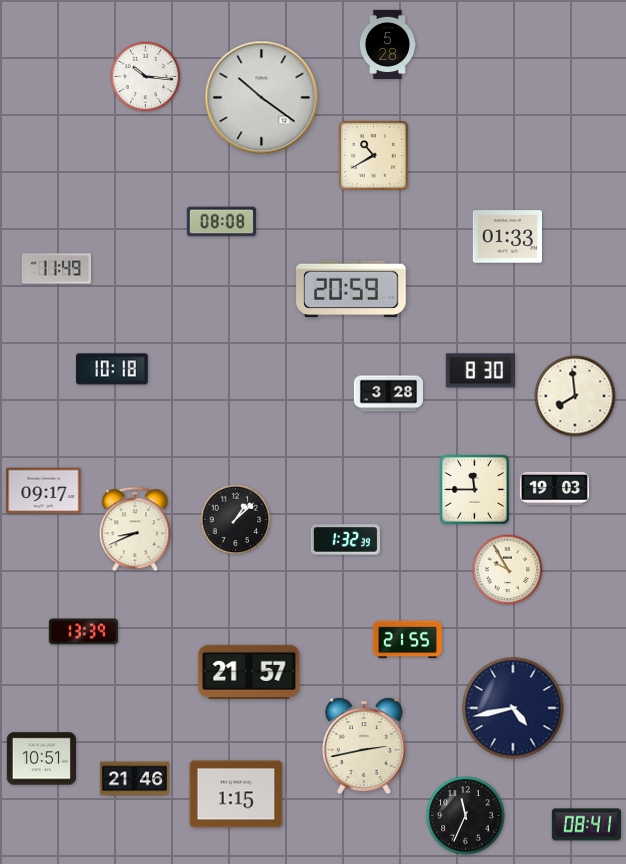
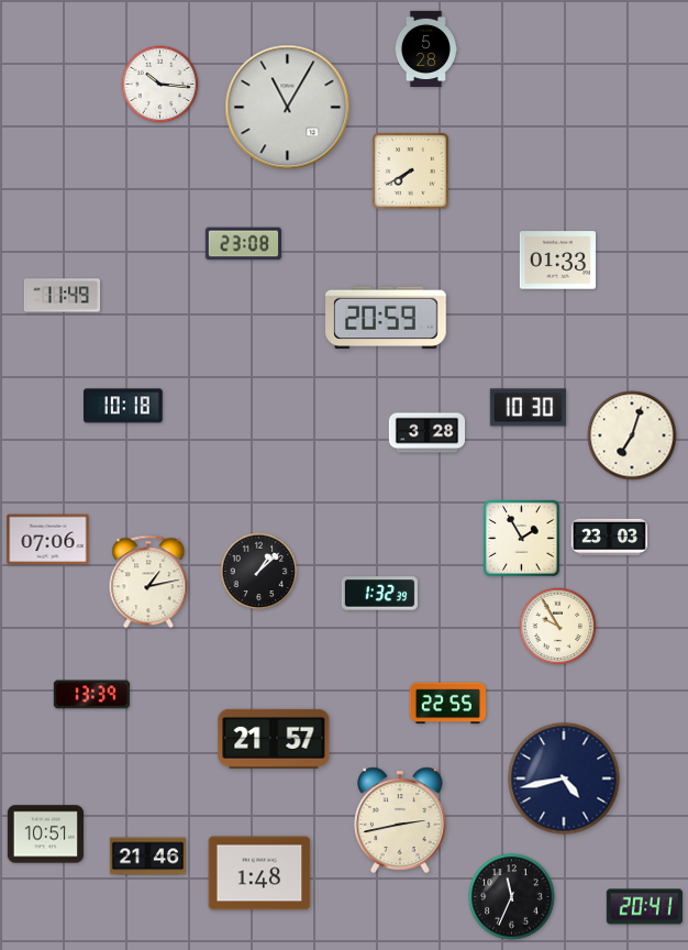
clock at (262, 98): 10:21 -> 11:05
clock at (374, 156): 10:40 -> 7:40
clock at (221, 222): 08:08 -> 23:08
clock at (480, 371): 8:30 -> 10:30
clock at (575, 396): 7:59 -> 7:03
clock at (554, 488): 19:03 -> 23:03
clock at (475, 490): 11:45 -> 1:55
clock at (44, 491): 09:17 -> 07:06
clock at (135, 529): 8:41 -> 1:13
clock at (407, 640): 21:55 -> 22:55
clock at (236, 794): 1:15 -> 1:48
clock at (586, 825): 08:41 -> 20:41
